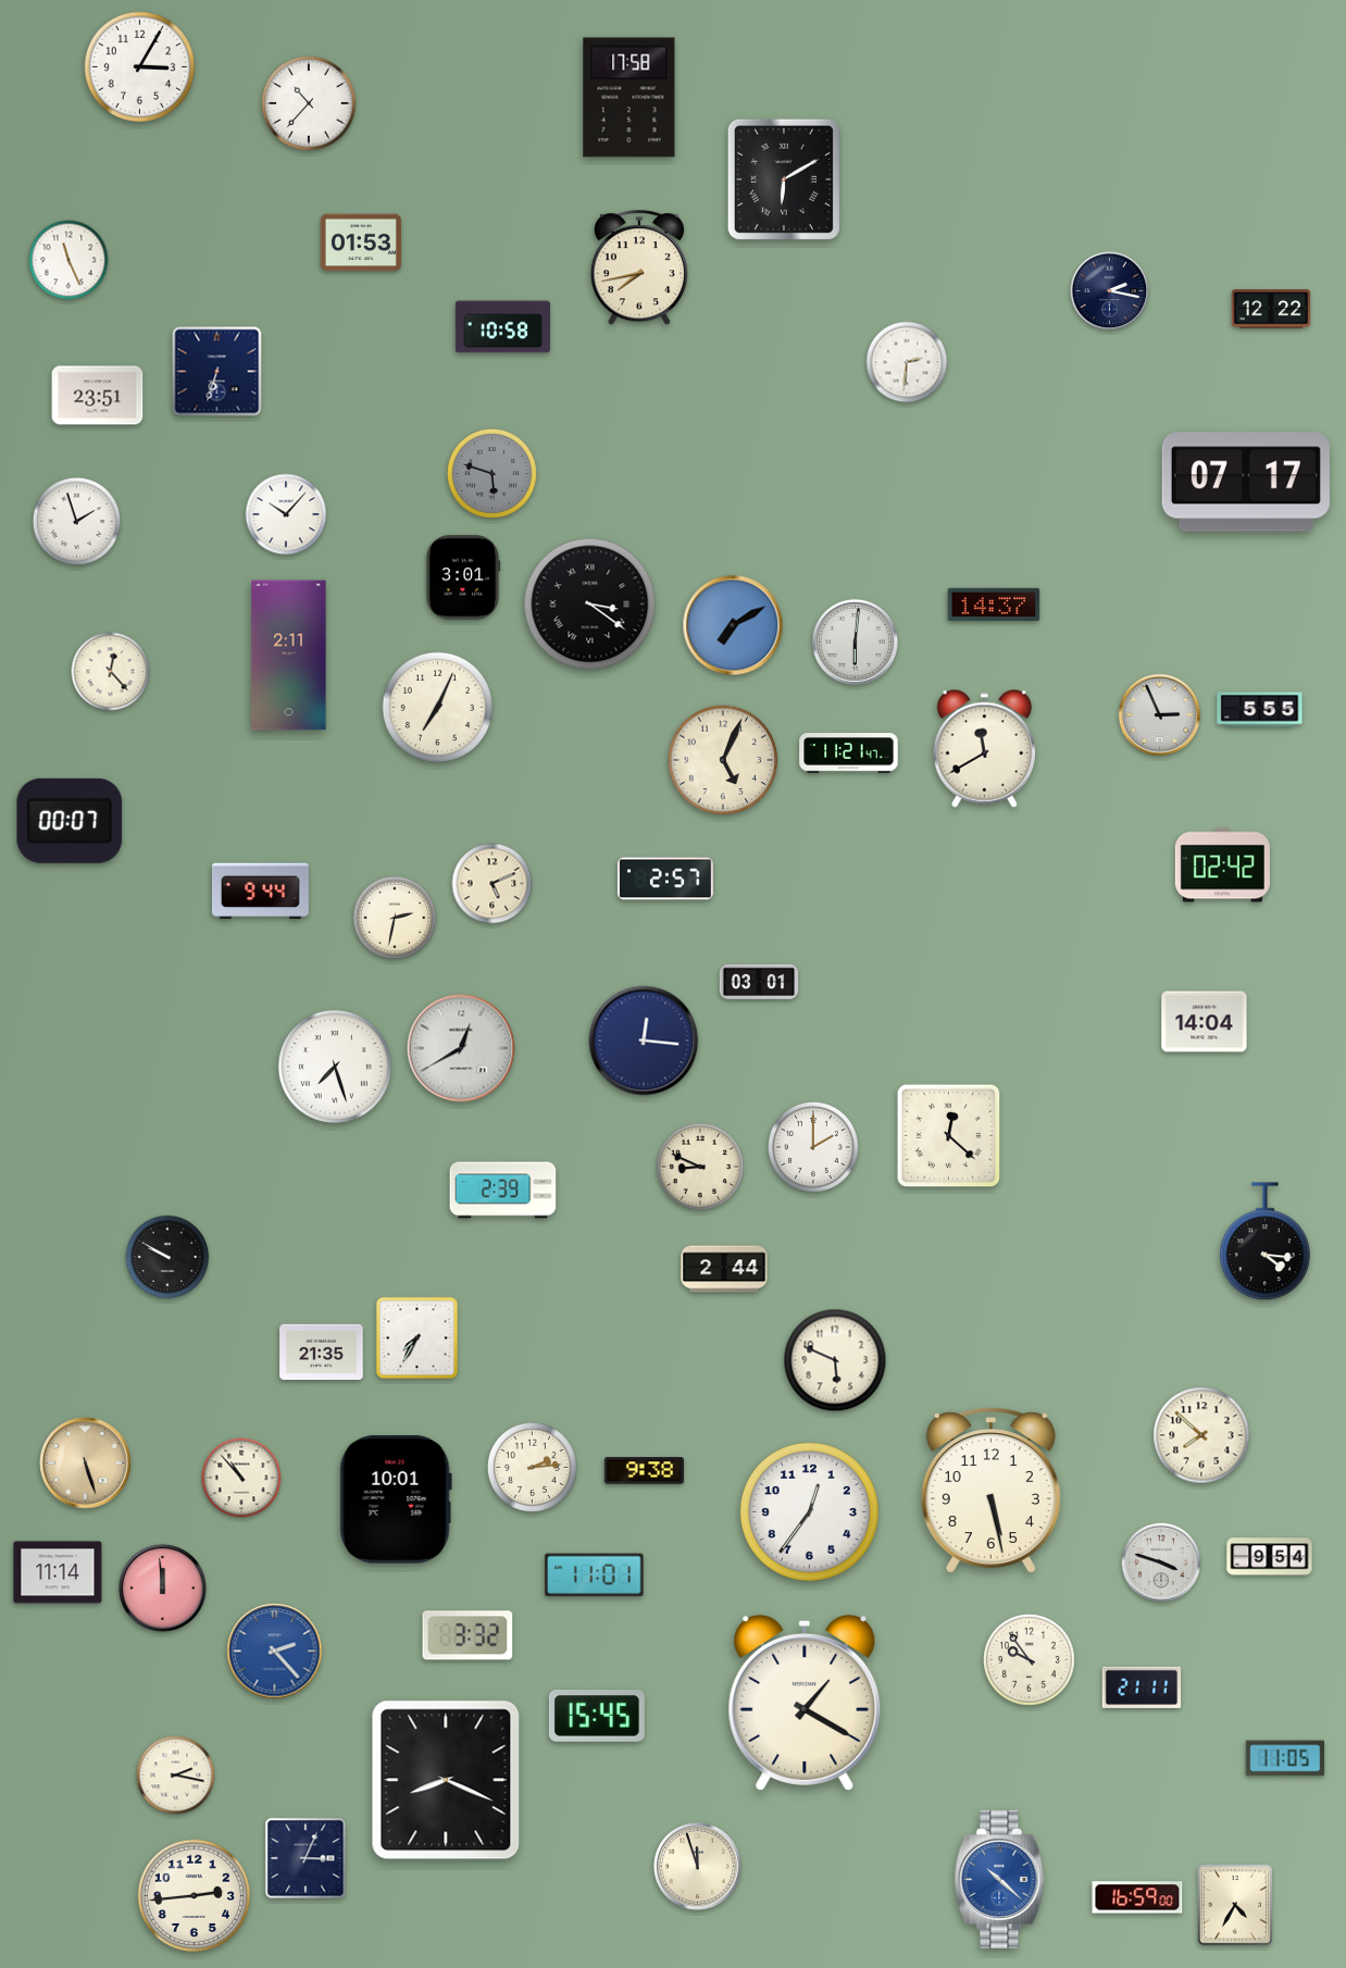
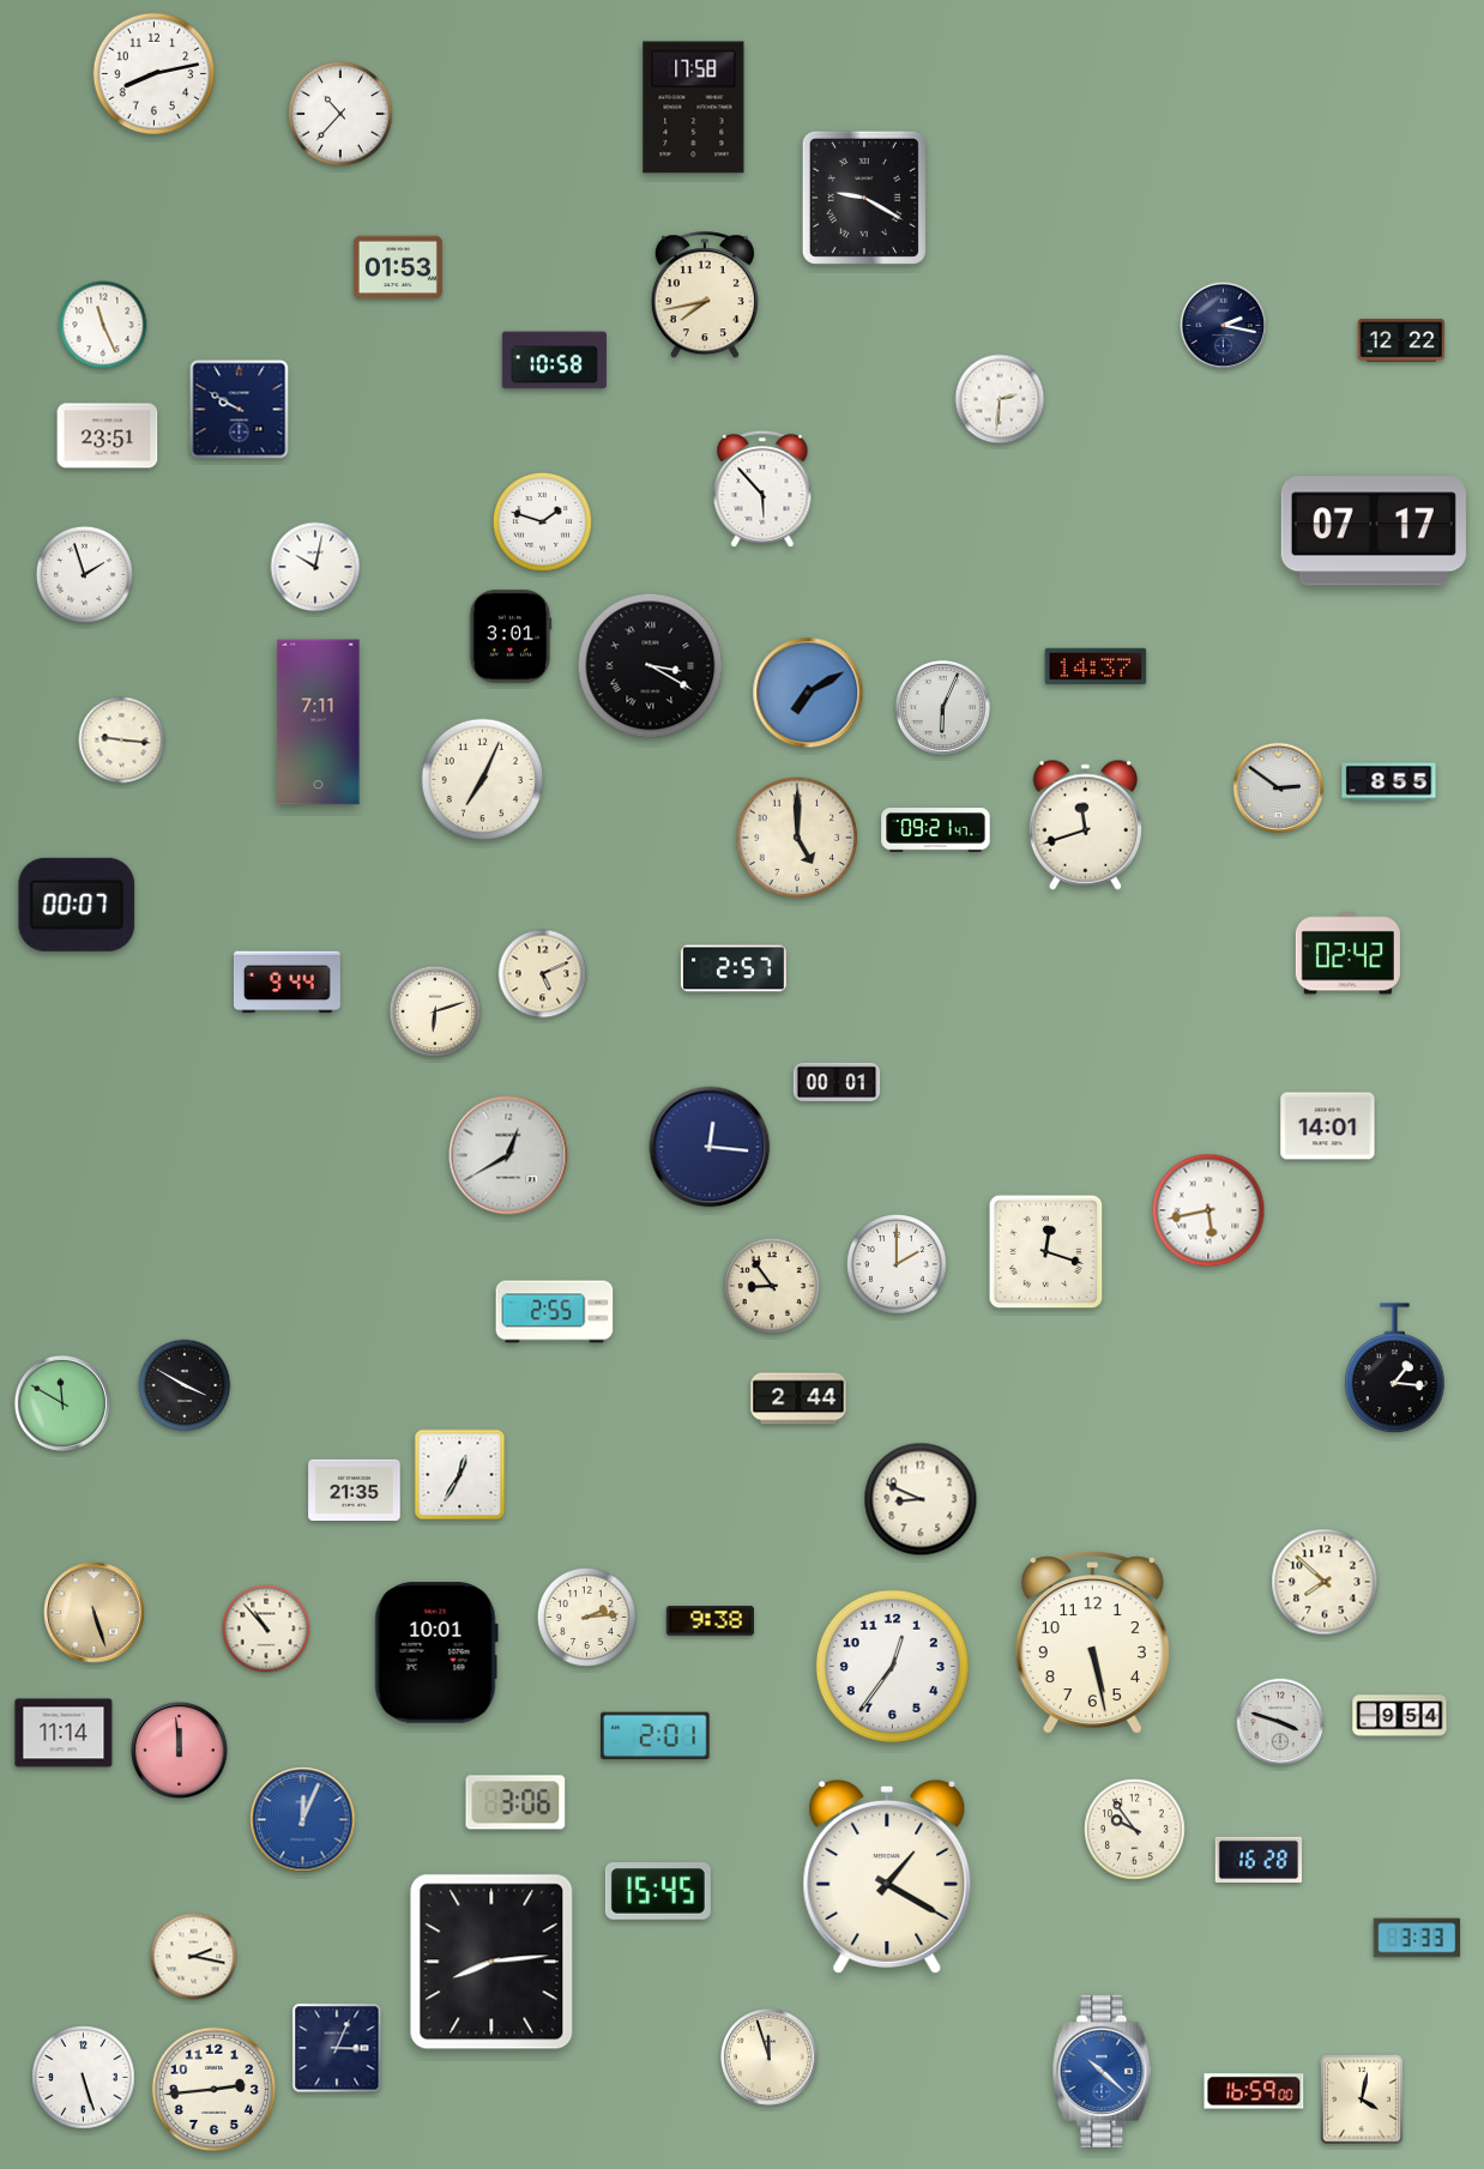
clock at (140, 67): 3:05 -> 8:13
clock at (784, 179): 6:10 -> 9:20
clock at (68, 260) position: (68, 260) -> (103, 325)
clock at (1110, 291) position: (1110, 291) -> (1224, 326)
clock at (217, 372): 6:33 -> 9:50
clock at (762, 489): none -> 5:53
clock at (491, 473): 5:48 -> 1:48
clock at (491, 473) dial: grey -> white
clock at (286, 514): 10:07 -> 10:02
clock at (590, 605): 3:21 -> 3:20
clock at (733, 625) position: (733, 625) -> (808, 693)
clock at (855, 642): 6:01 -> 6:04
clock at (289, 656): 2:11 -> 7:11
clock at (111, 672): 12:23 -> 9:16
clock at (1260, 710): 5:55 -> 8:55
clock at (1160, 715): 2:56 -> 2:51
clock at (984, 748): 11:40 -> 11:42
clock at (849, 753): 11:21 -> 09:21
clock at (723, 760): 5:04 -> 5:00
clock at (395, 918): 2:32 -> 6:12
clock at (759, 982): 03:01 -> 00:01
clock at (1205, 1022): 14:04 -> 14:01
clock at (335, 1067): 7:27 -> none
clock at (1208, 1210): none -> 5:43
clock at (949, 1136): 12:22 -> 12:18
clock at (699, 1166): 8:49 -> 8:54
clock at (503, 1191): 2:39 -> 2:55
clock at (1266, 1242): 4:16 -> 1:16
clock at (167, 1257): 9:50 -> 3:50
clock at (62, 1403): none -> 11:50
clock at (417, 1338): 7:35 -> 12:35
clock at (835, 1360): 5:49 -> 8:49
clock at (595, 1575): 11:01 -> 2:01
clock at (468, 1635): 3:32 -> 3:06
clock at (275, 1652): 2:23 -> 12:04
clock at (1142, 1687): 21:11 -> 16:28
clock at (1285, 1758): 11:05 -> 3:33
clock at (446, 1780): 8:19 -> 8:14
clock at (84, 2078): none -> 5:27
clock at (1235, 1906): 4:35 -> 4:02
